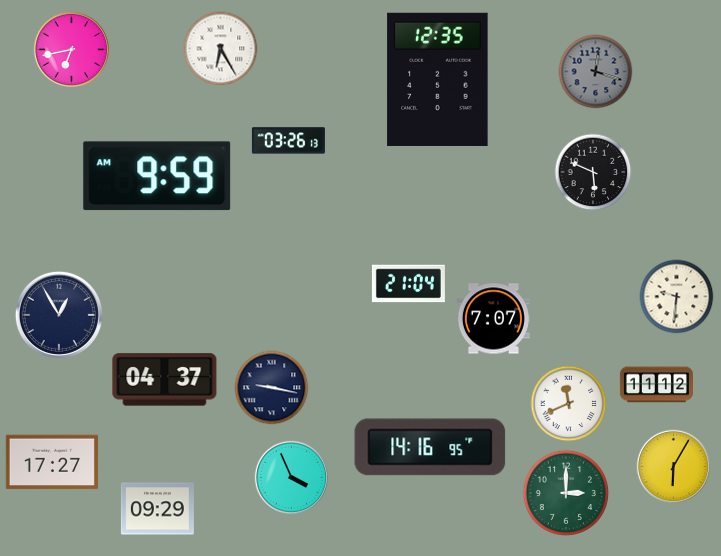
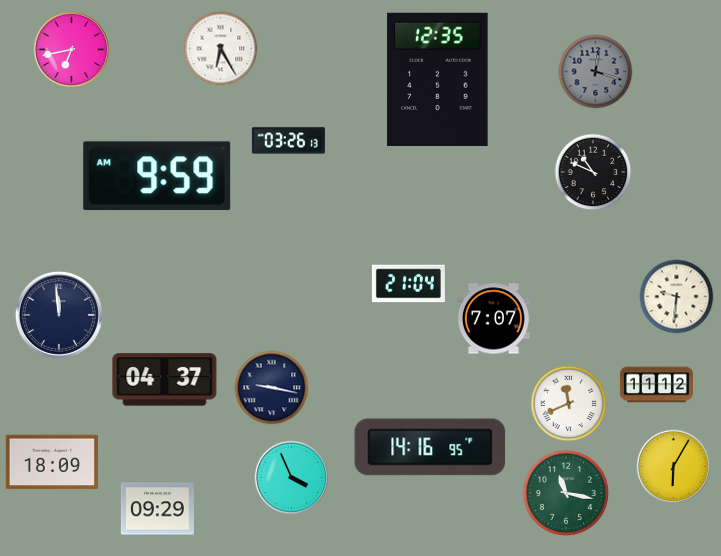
clock at (593, 172): 5:49 -> 10:49
clock at (59, 315): 12:55 -> 11:59
clock at (52, 462): 17:27 -> 18:09
clock at (565, 493): 3:00 -> 11:17
